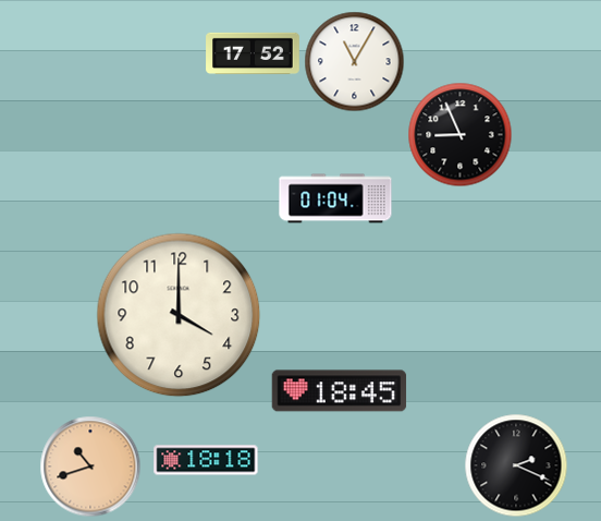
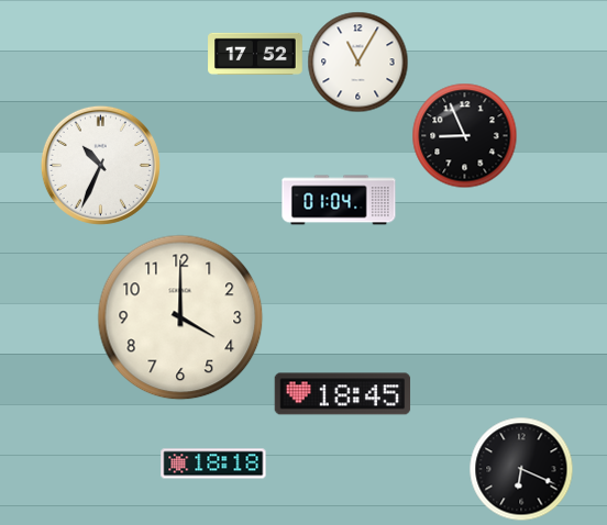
clock at (100, 165): none -> 10:34
clock at (206, 460) position: (206, 460) -> (213, 463)
clock at (516, 465): 2:19 -> 6:19
clock at (90, 467): 10:42 -> none
